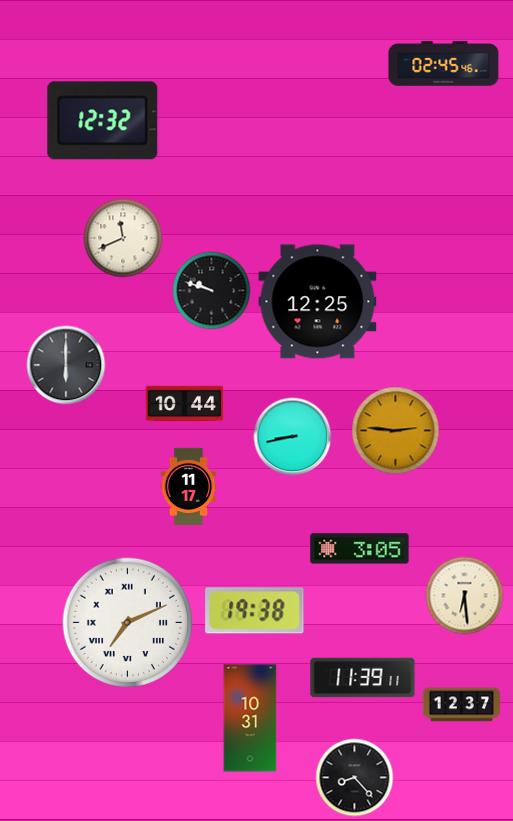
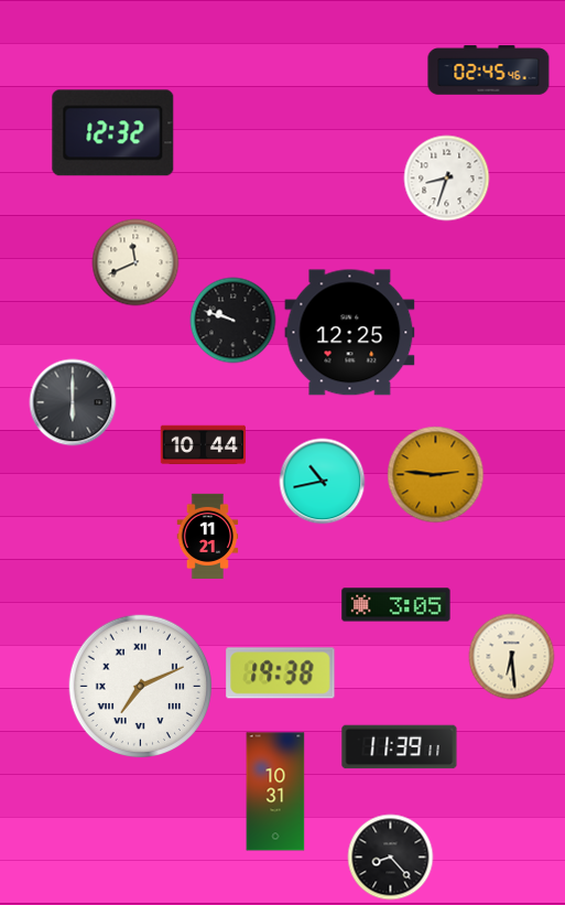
clock at (446, 177): none -> 8:33
clock at (292, 436): 8:43 -> 10:43
clock at (189, 486): 11:17 -> 11:21
clock at (461, 705): 12:37 -> none
